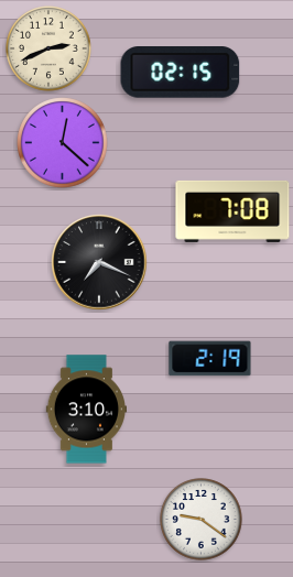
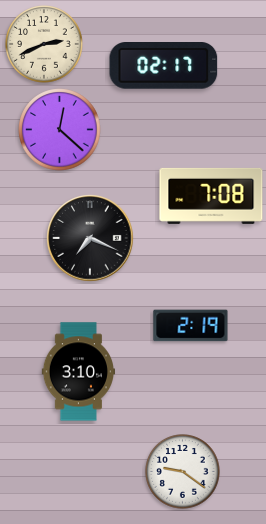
clock at (181, 73): 02:15 -> 02:17
clock at (63, 143) position: (63, 143) -> (60, 130)
clock at (232, 211) position: (232, 211) -> (211, 196)
